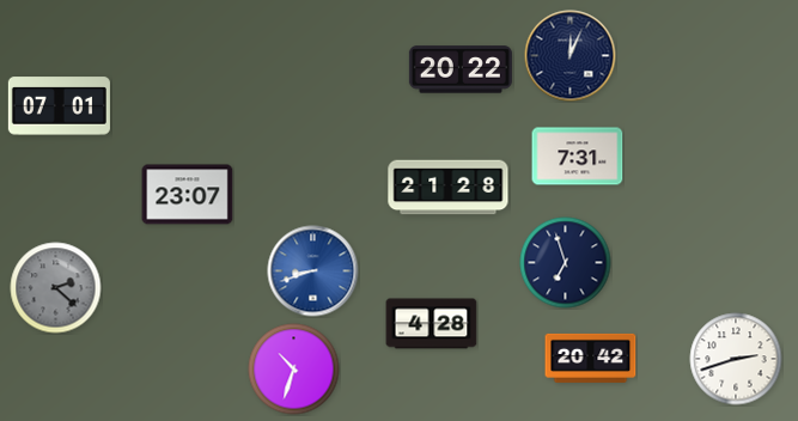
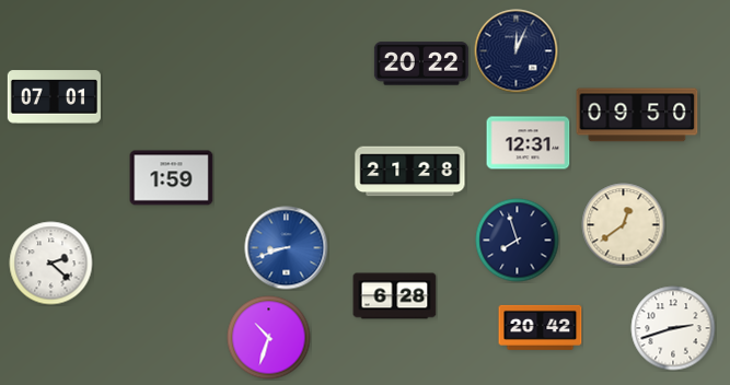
clock at (571, 56) position: (571, 56) -> (517, 51)
clock at (637, 115): none -> 09:50
clock at (578, 157): 7:31 -> 12:31
clock at (188, 195): 23:07 -> 1:59
clock at (624, 225): none -> 12:39
clock at (566, 263): 6:57 -> 7:57
clock at (56, 288) dial: grey -> white
clock at (432, 324): 4:28 -> 6:28
